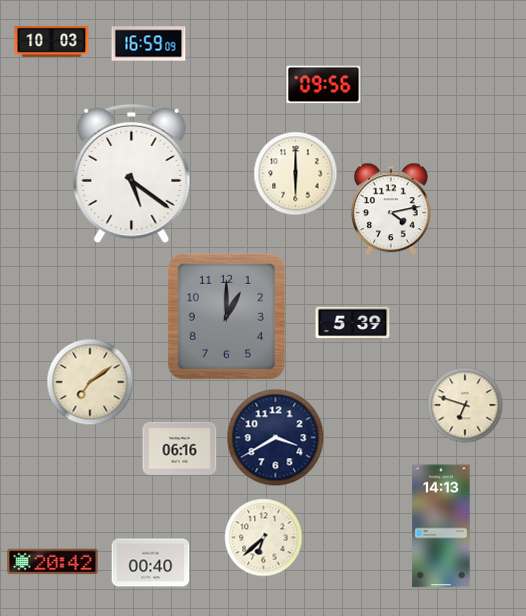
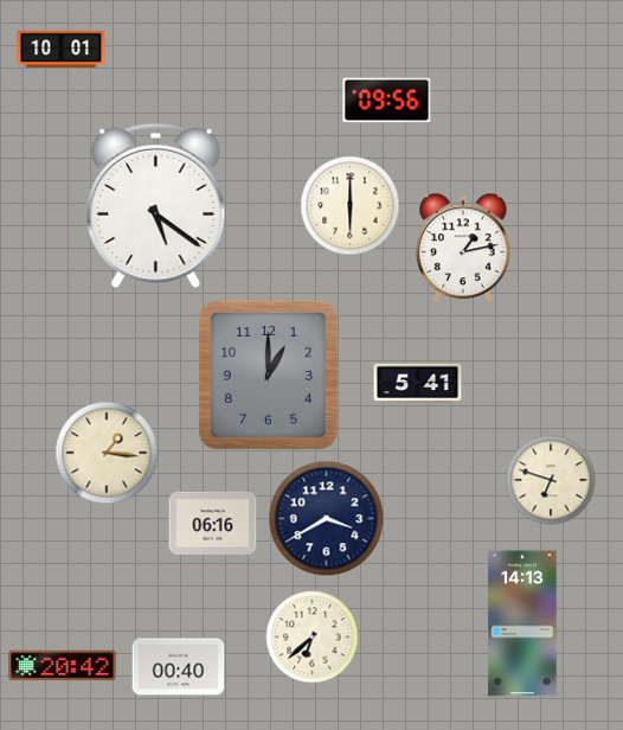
clock at (52, 41): 10:03 -> 10:01
clock at (149, 44): 16:59 -> none
clock at (324, 85) position: (324, 85) -> (387, 101)
clock at (392, 209): 4:13 -> 1:13
clock at (353, 324): 5:39 -> 5:41
clock at (90, 382): 7:09 -> 1:16
clock at (180, 448) position: (180, 448) -> (213, 523)
